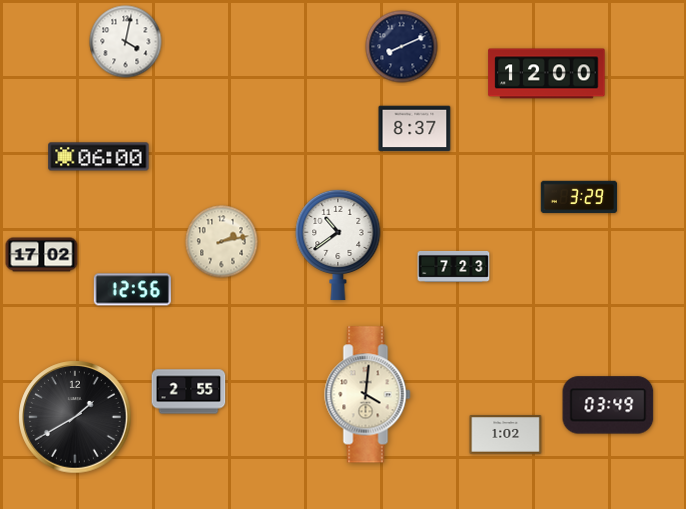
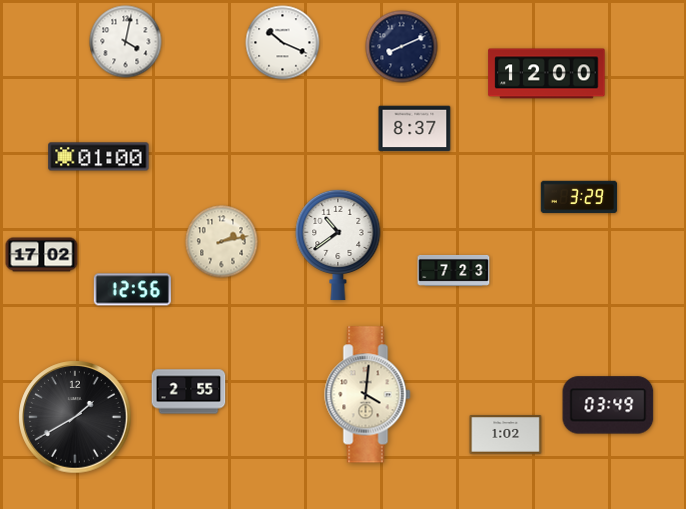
clock at (283, 43): none -> 10:19
clock at (99, 157): 06:00 -> 01:00
clock at (454, 266) position: (454, 266) -> (454, 270)
